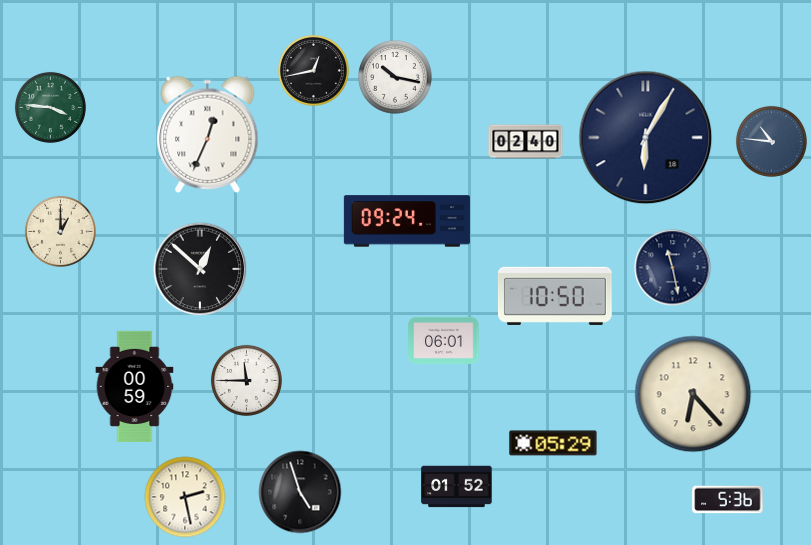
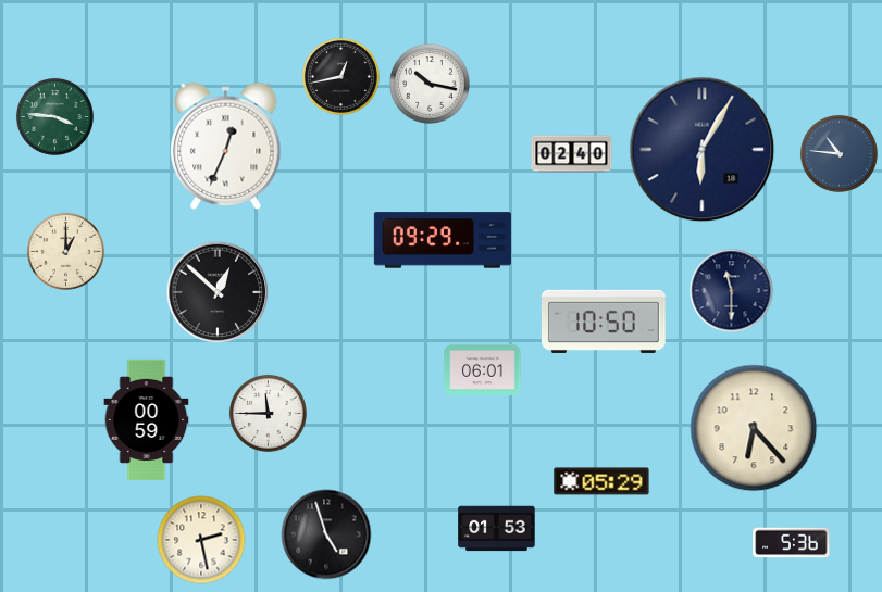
clock at (407, 221): 09:24 -> 09:29
clock at (673, 268): 11:28 -> 11:30
clock at (457, 487): 01:52 -> 01:53
